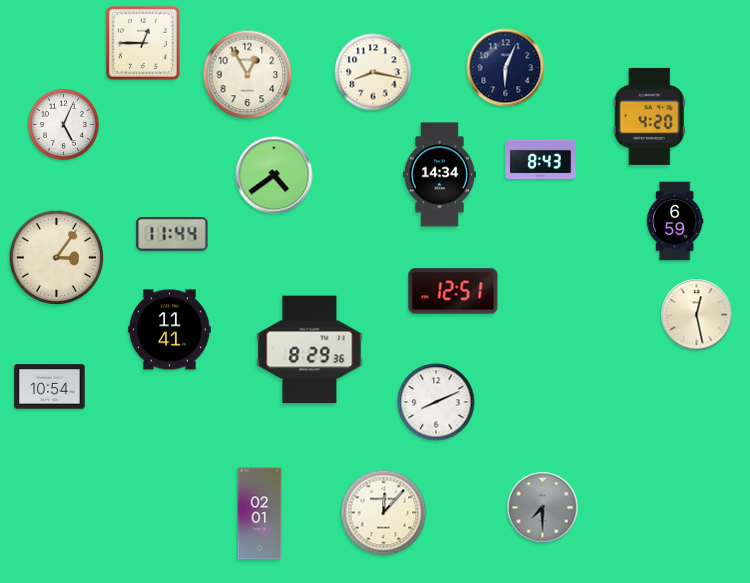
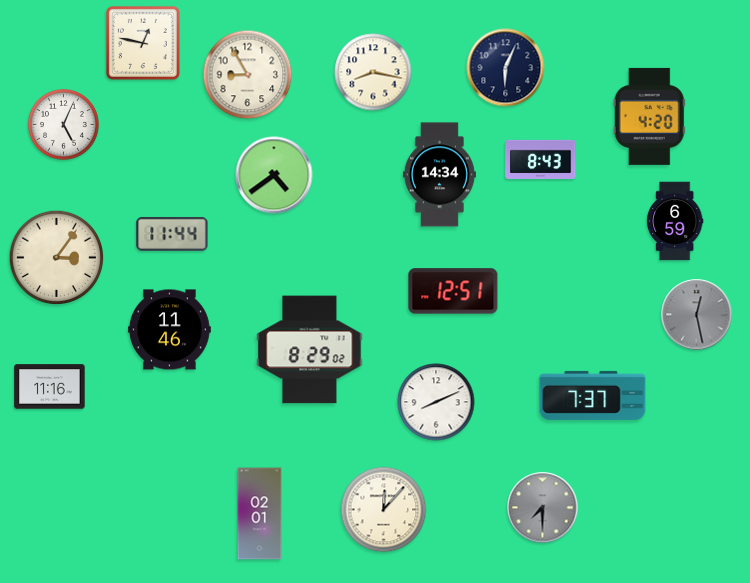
clock at (143, 43): 12:45 -> 12:47
clock at (248, 75): 12:55 -> 8:55
clock at (697, 315) dial: cream -> grey
clock at (170, 330): 11:41 -> 11:46
clock at (310, 350): 8:29:36 -> 8:29:02
clock at (50, 387): 10:54 -> 11:16
clock at (593, 395): none -> 7:37
clock at (384, 513) position: (384, 513) -> (384, 510)
